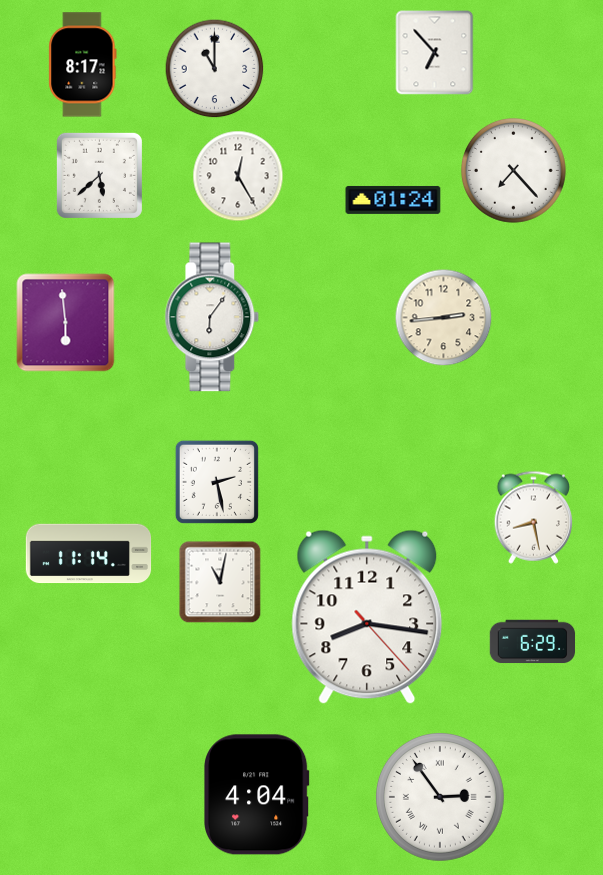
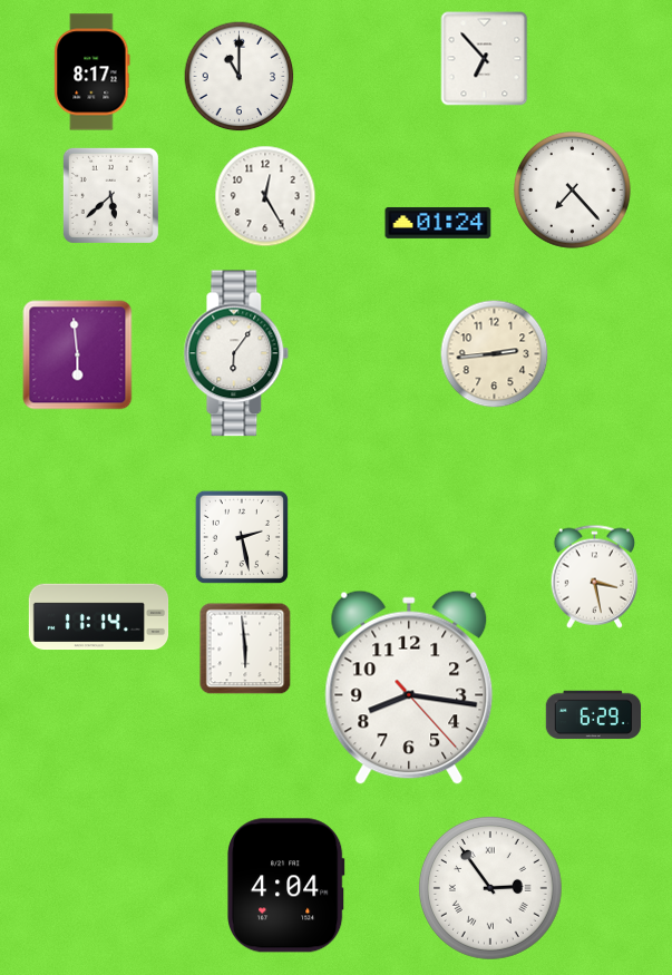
clock at (66, 323) position: (66, 323) -> (78, 355)
clock at (534, 517): 8:28 -> 3:28
clock at (220, 582): 11:02 -> 5:59
